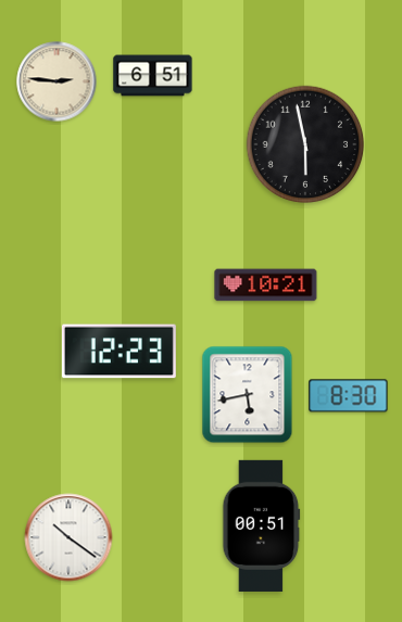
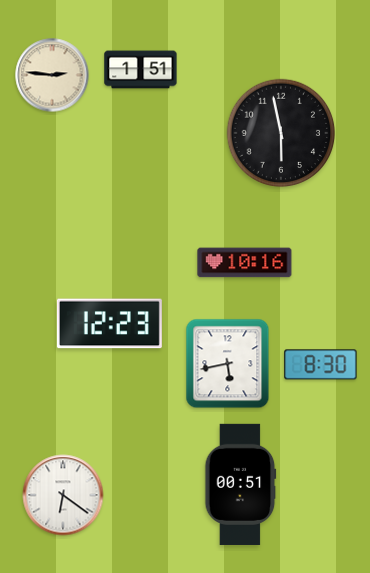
clock at (153, 76): 6:51 -> 1:51
clock at (266, 285): 10:21 -> 10:16
clock at (68, 537): 10:21 -> 6:21
